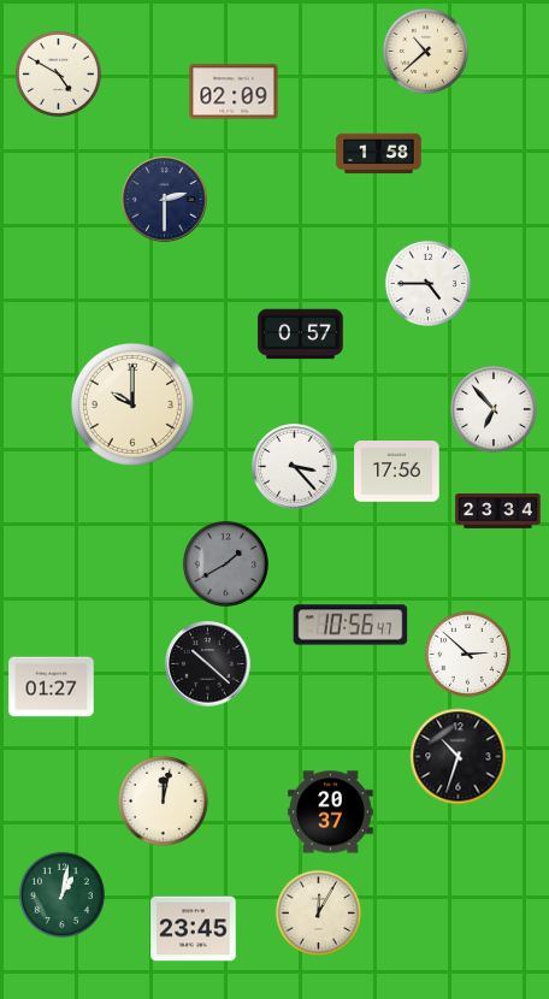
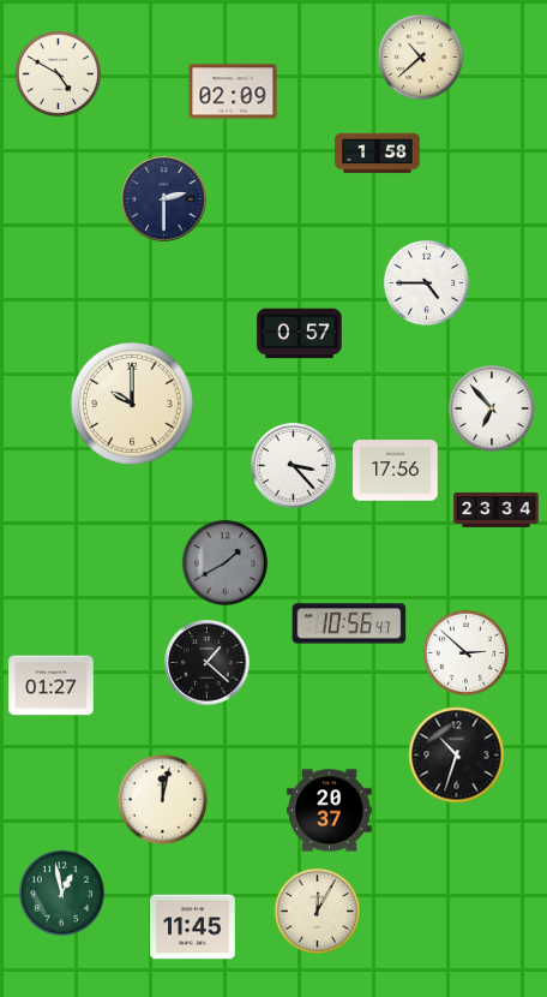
clock at (425, 51) position: (425, 51) -> (420, 56)
clock at (208, 664): 10:22 -> 1:22
clock at (61, 894): 1:02 -> 12:58
clock at (194, 929): 23:45 -> 11:45
